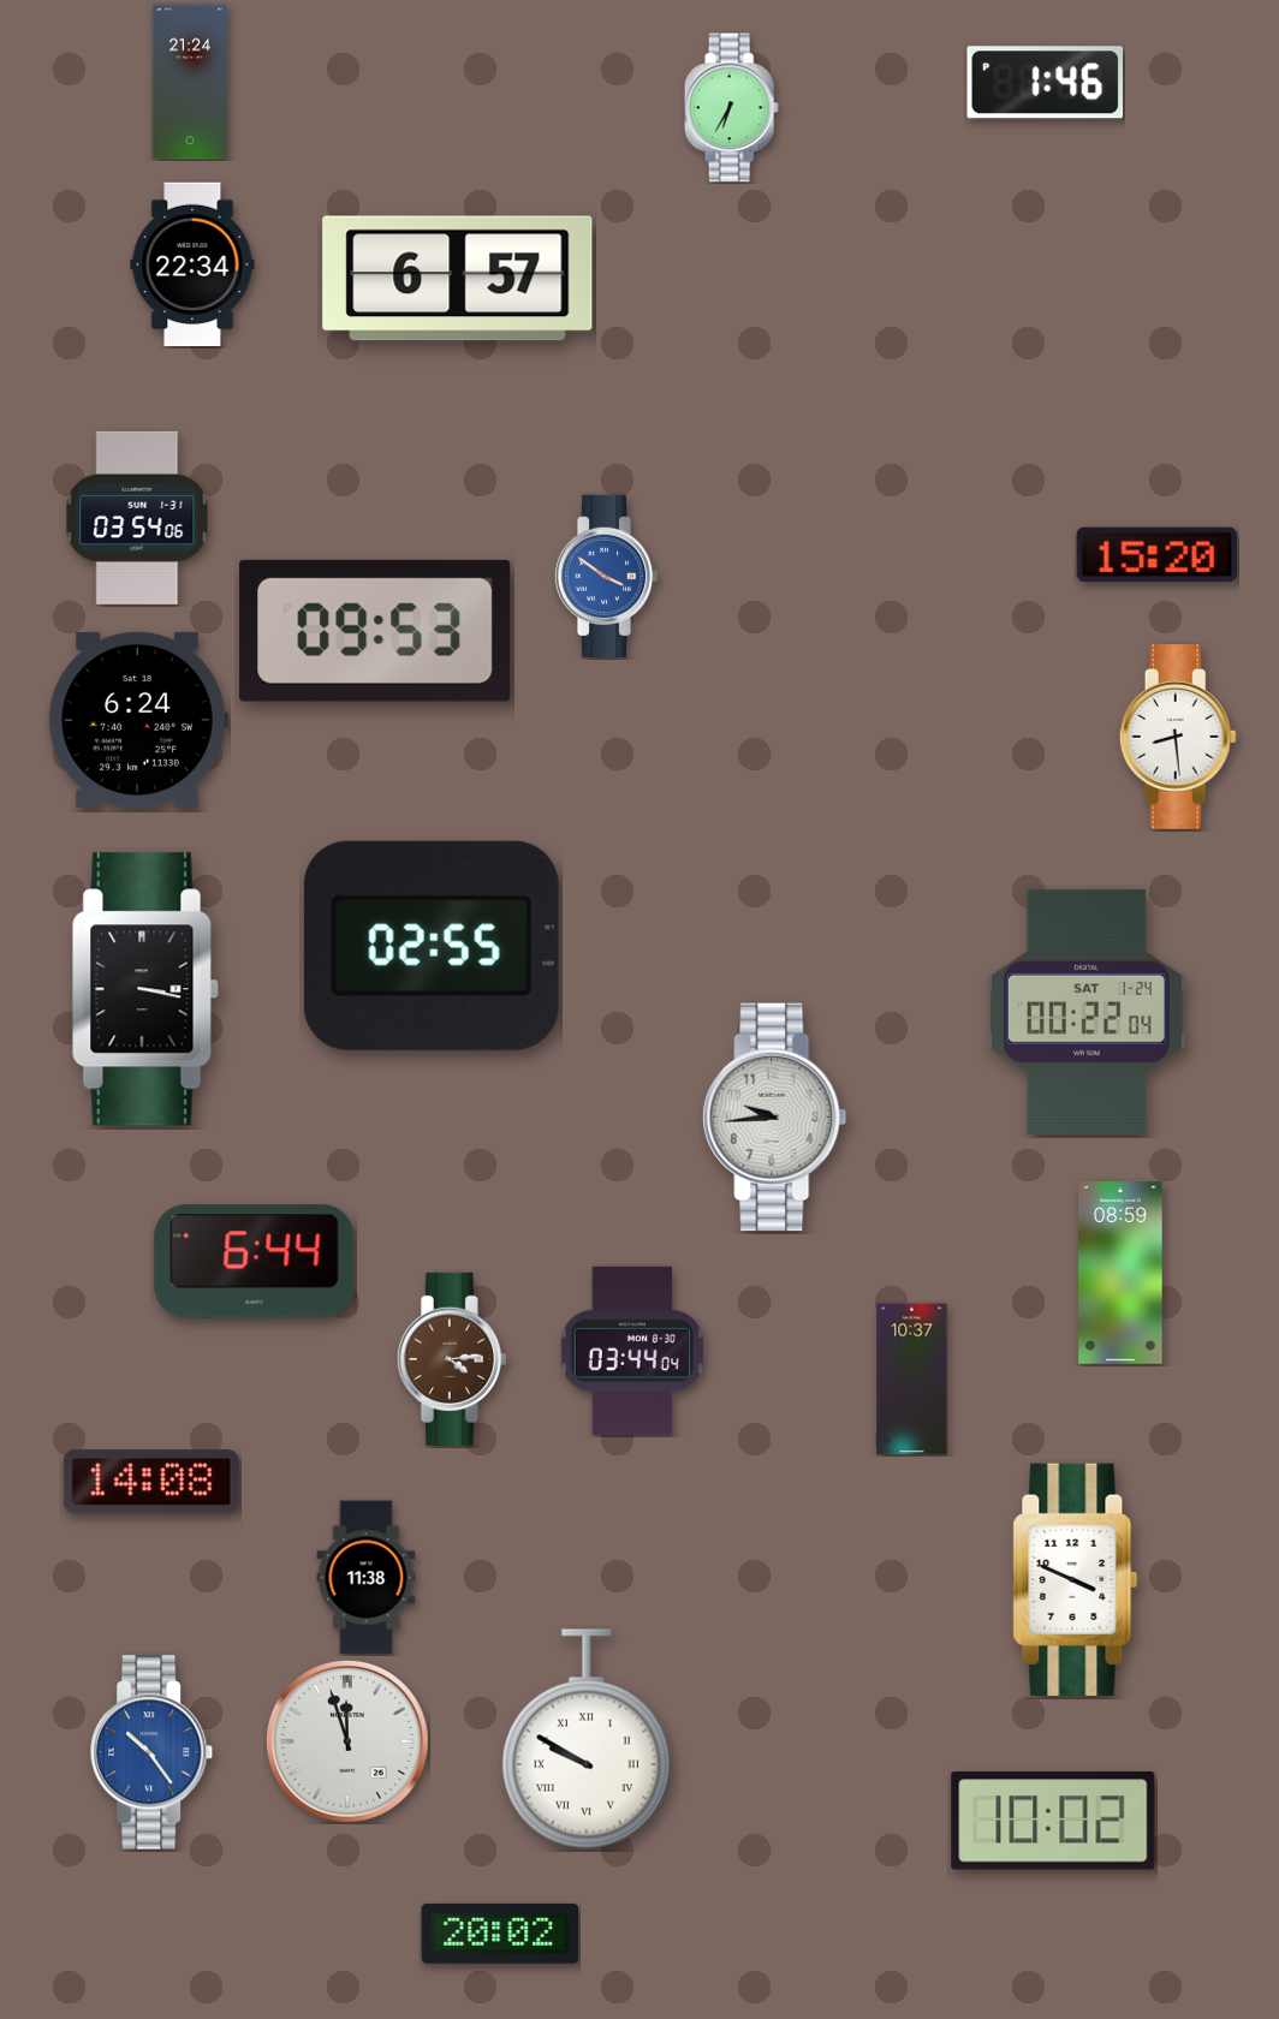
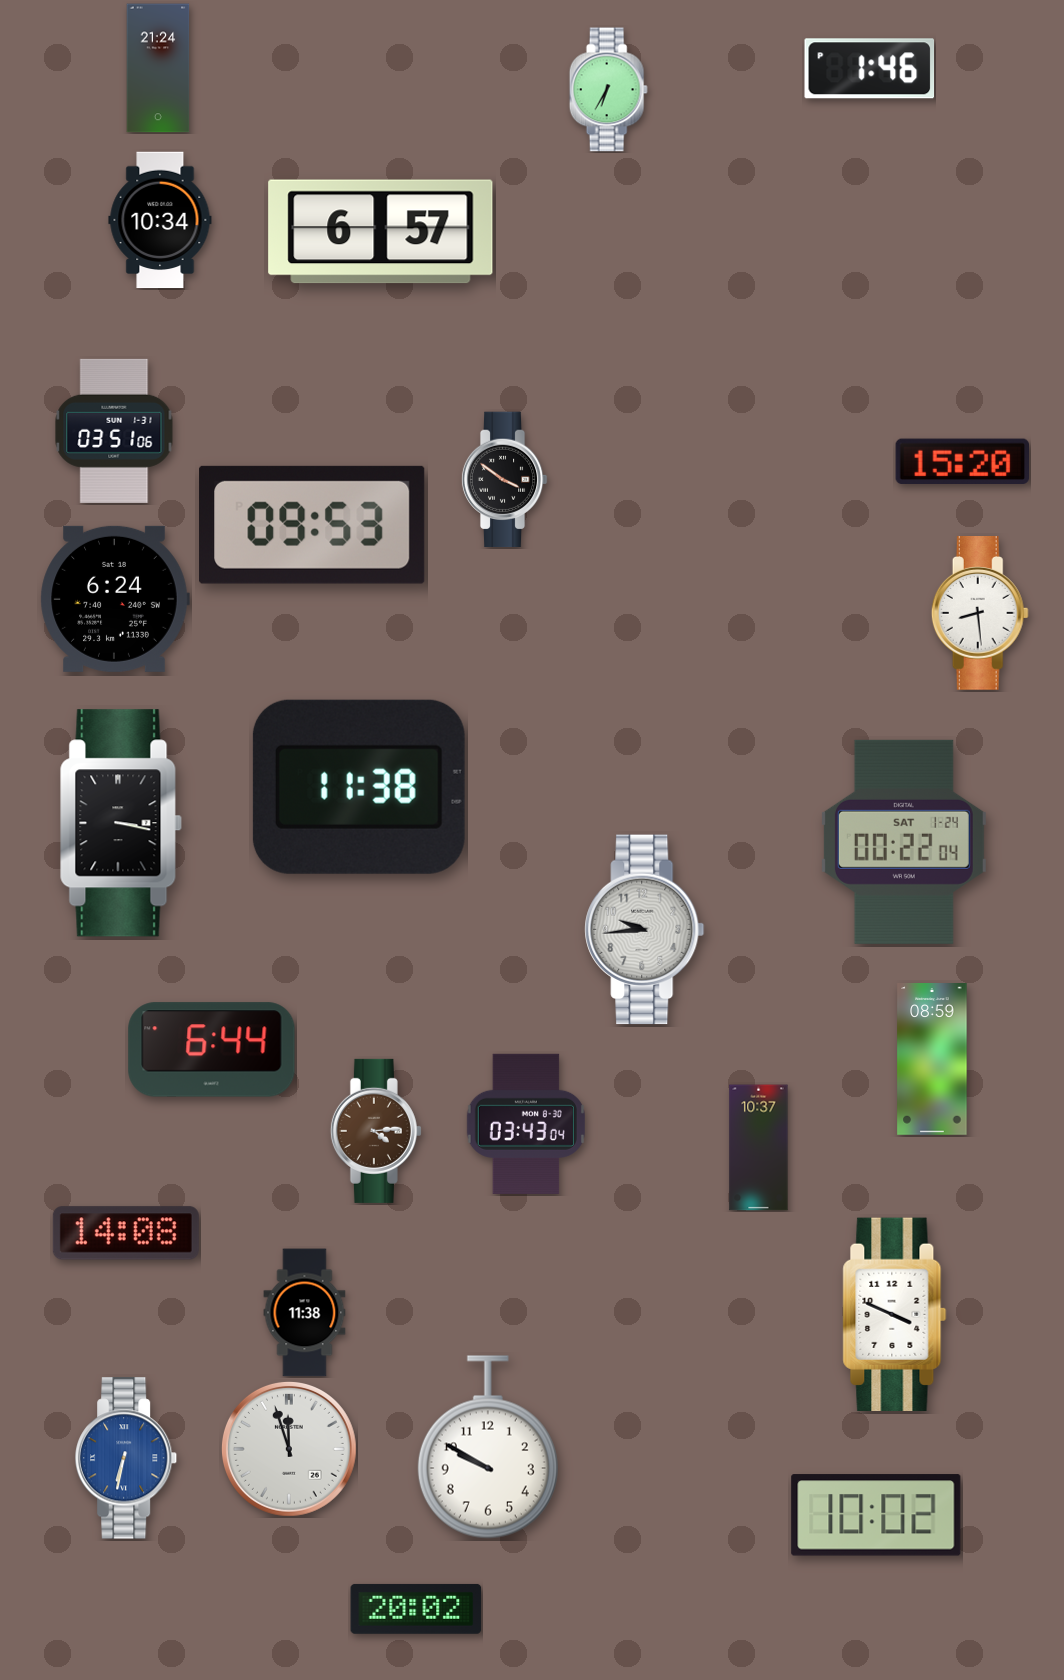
clock at (192, 264): 22:34 -> 10:34
clock at (137, 518): 03:54 -> 03:51
clock at (606, 577) dial: blue -> black
clock at (432, 946): 02:55 -> 11:38
clock at (632, 1351): 03:44 -> 03:43
clock at (587, 1739) numerals: Roman -> Arabic
clock at (153, 1752): 10:24 -> 6:32
